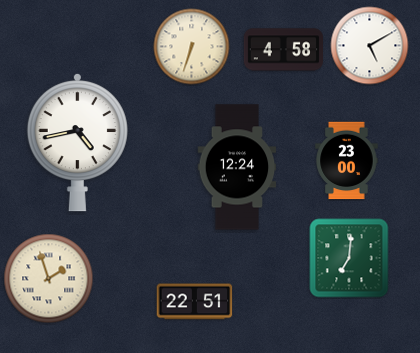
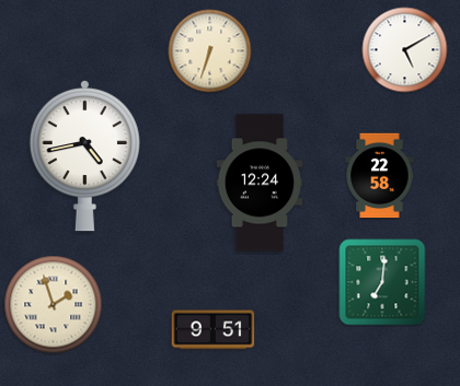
clock at (283, 50): 4:58 -> none
clock at (347, 161): 23:00 -> 22:58
clock at (195, 302): 22:51 -> 9:51
